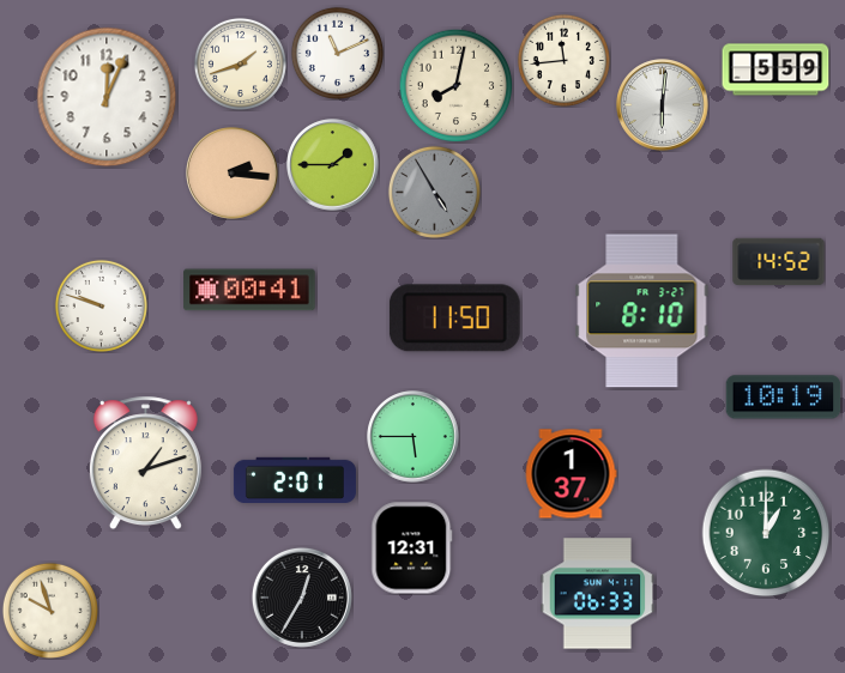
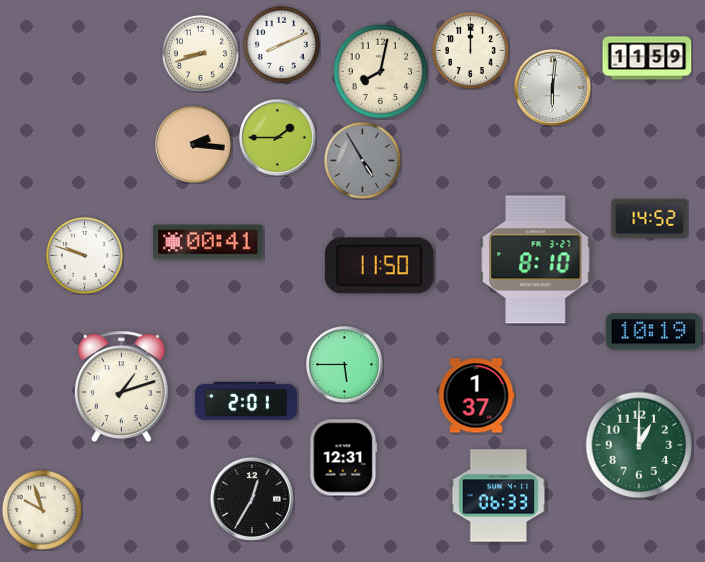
clock at (337, 53): 11:11 -> 8:11
clock at (563, 60): 11:44 -> 12:00
clock at (240, 63): 1:42 -> 8:42
clock at (775, 69): 5:59 -> 11:59
clock at (107, 97): 12:04 -> none
